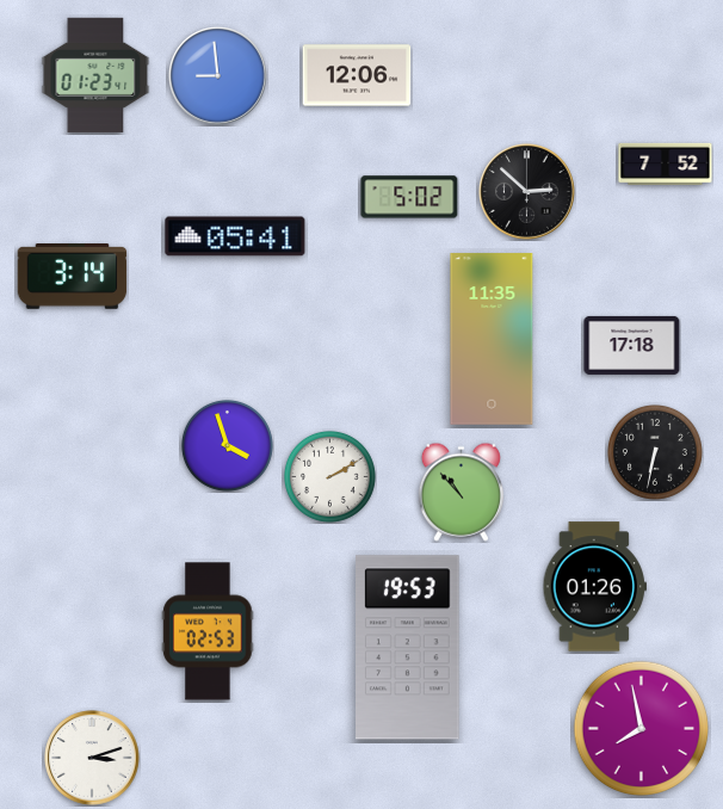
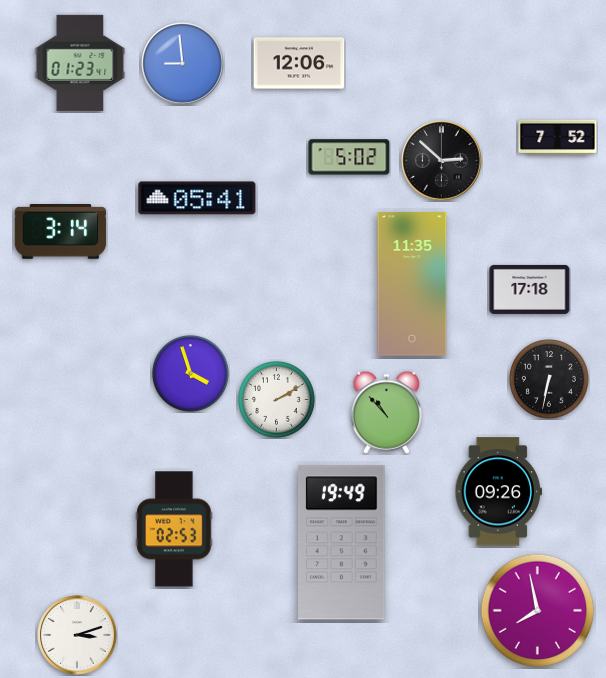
clock at (409, 197) position: (409, 197) -> (349, 157)
clock at (595, 587): 01:26 -> 09:26
clock at (408, 648): 19:53 -> 19:49
